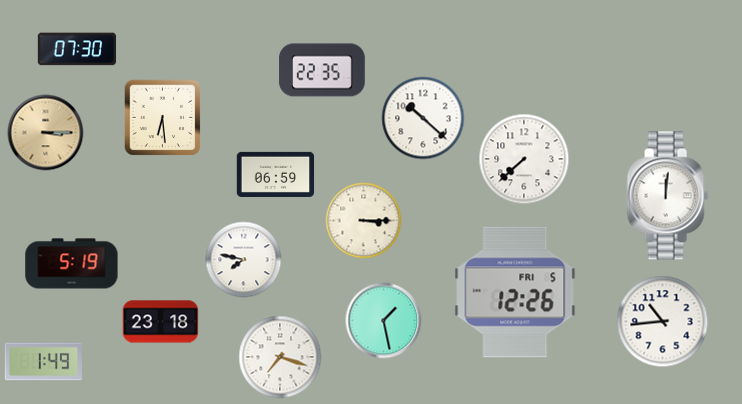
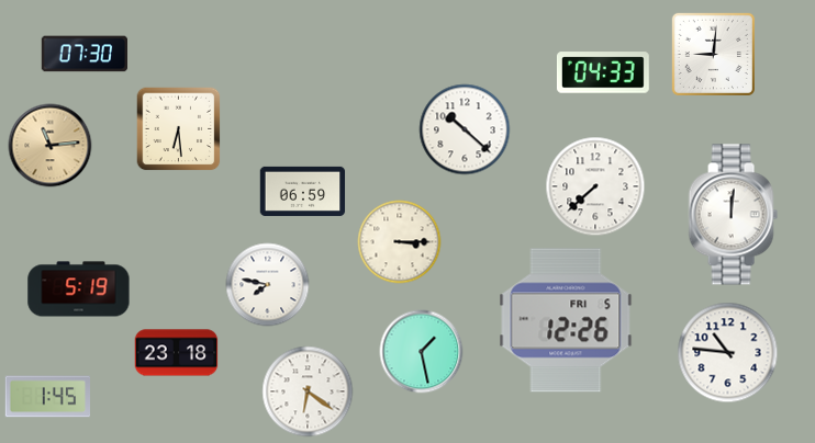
clock at (713, 54): none -> 9:01
clock at (603, 72): none -> 04:33
clock at (322, 70): 22:35 -> none
clock at (46, 133): 3:15 -> 11:14
clock at (524, 159) position: (524, 159) -> (595, 186)
clock at (663, 322): 10:44 -> 10:46
clock at (280, 357): 7:18 -> 6:21
clock at (43, 362): 1:49 -> 1:45
